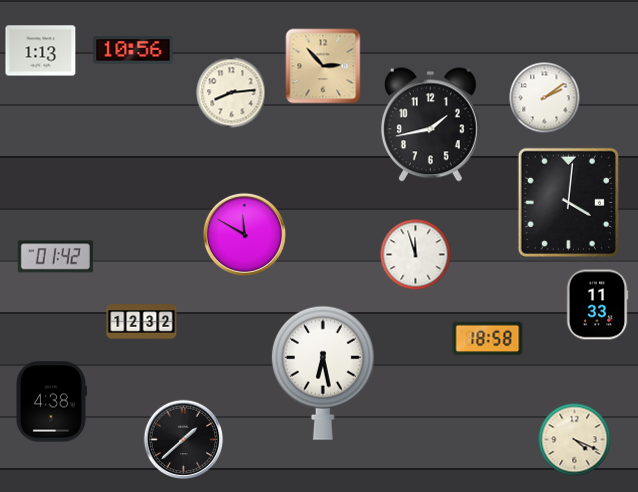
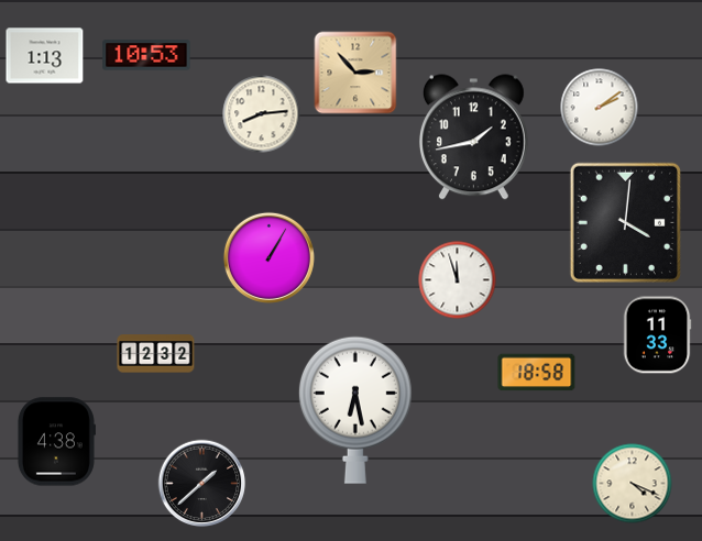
clock at (133, 50): 10:56 -> 10:53
clock at (232, 93) position: (232, 93) -> (262, 114)
clock at (244, 234): 11:50 -> 1:05
clock at (55, 257): 01:42 -> none
